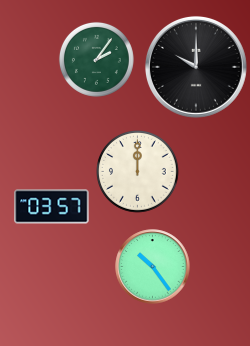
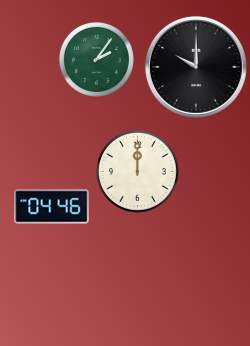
clock at (52, 207): 03:57 -> 04:46
clock at (153, 267): 10:24 -> none
